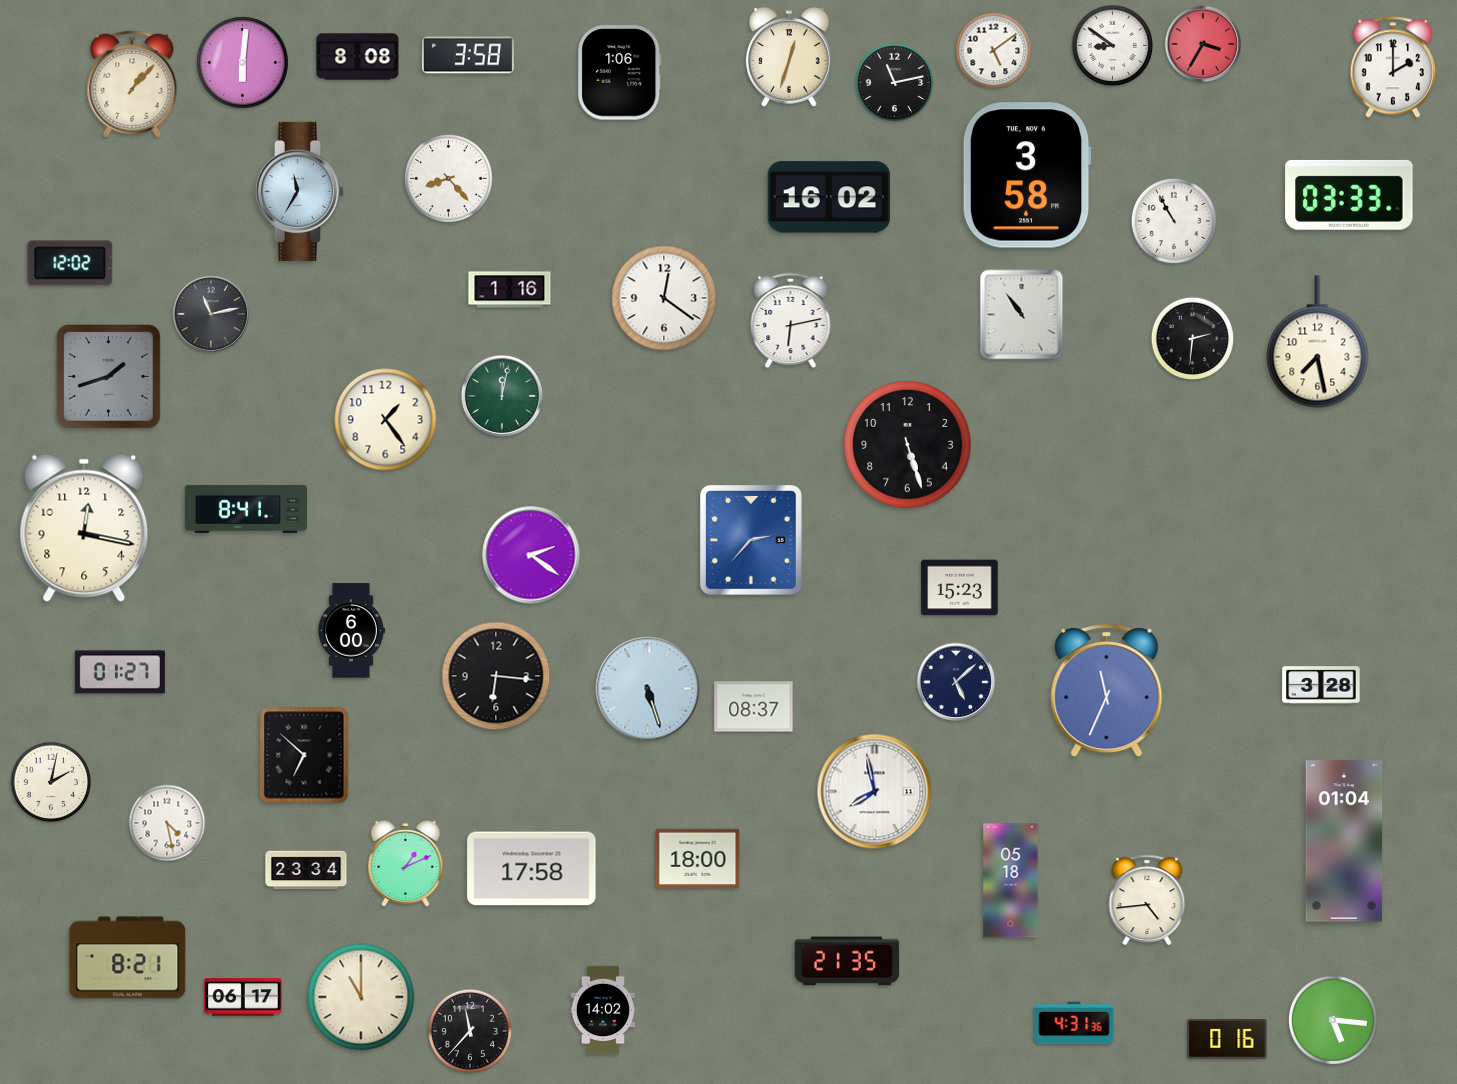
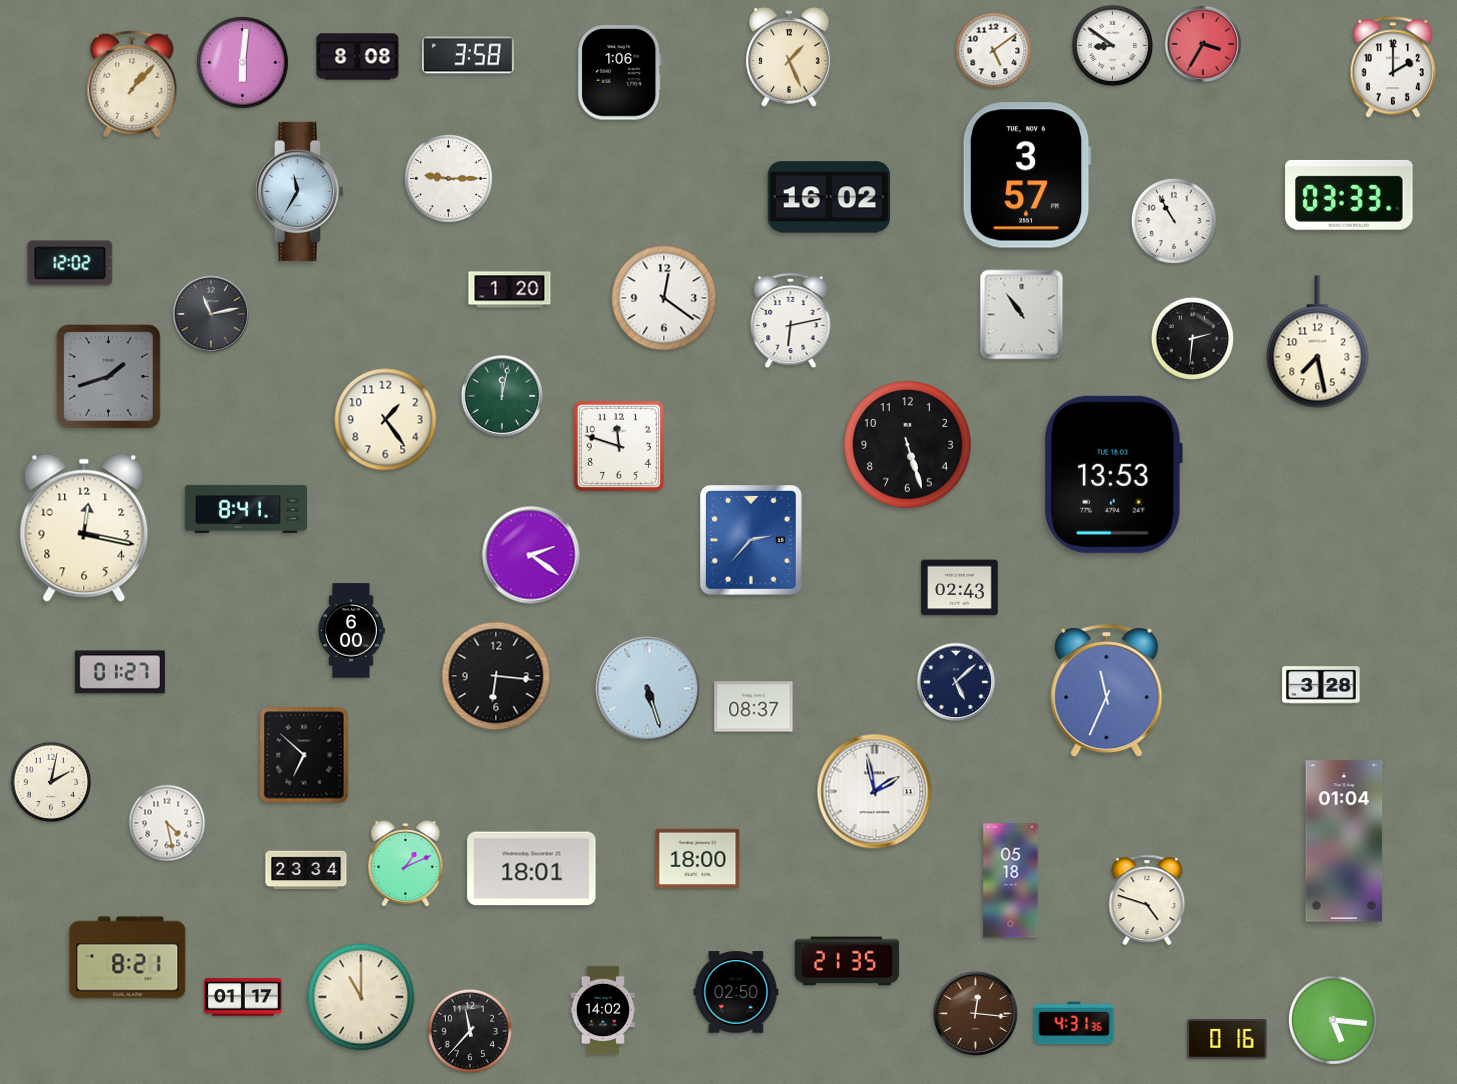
clock at (790, 57): 12:33 -> 1:26
clock at (895, 83): 11:13 -> none
clock at (1027, 175): 3:58 -> 3:57
clock at (448, 178): 8:23 -> 9:15
clock at (510, 290): 1:16 -> 1:20
clock at (619, 446): none -> 11:48
clock at (1114, 474): none -> 13:53
clock at (960, 588): 15:23 -> 02:43
clock at (875, 792): 7:58 -> 1:58
clock at (532, 869): 17:58 -> 18:01
clock at (1147, 900): 4:44 -> 4:48
clock at (736, 992): none -> 02:50
clock at (243, 997): 06:17 -> 01:17
clock at (975, 1013): none -> 12:16
